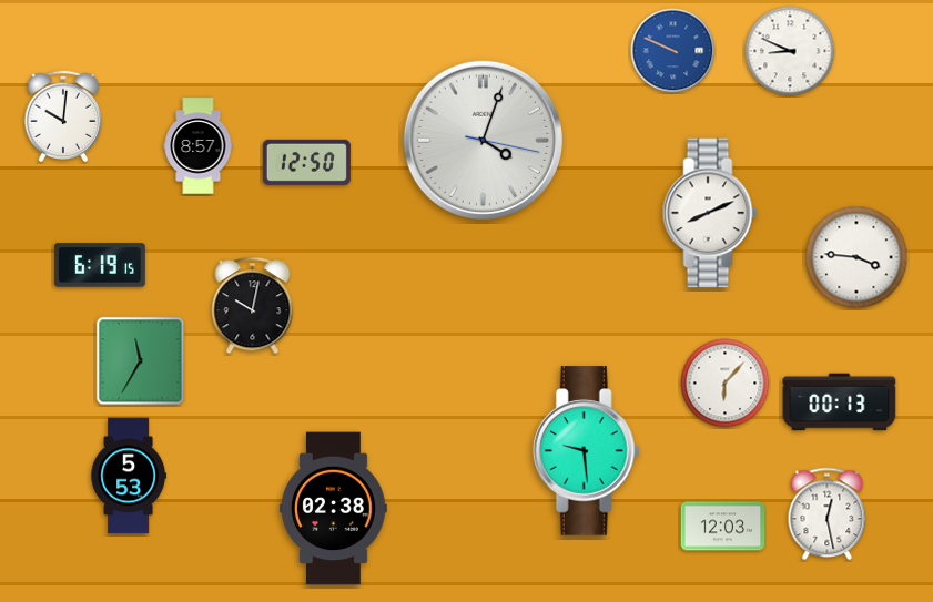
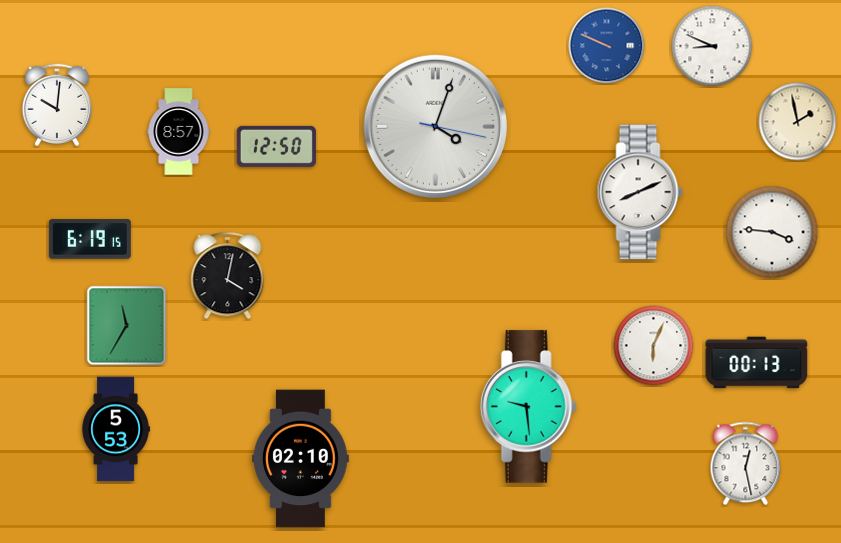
clock at (798, 122): none -> 1:58
clock at (253, 306): 10:02 -> 4:02
clock at (726, 384): 6:07 -> 6:04
clock at (334, 509): 02:38 -> 02:10
clock at (723, 527): 12:03 -> none
